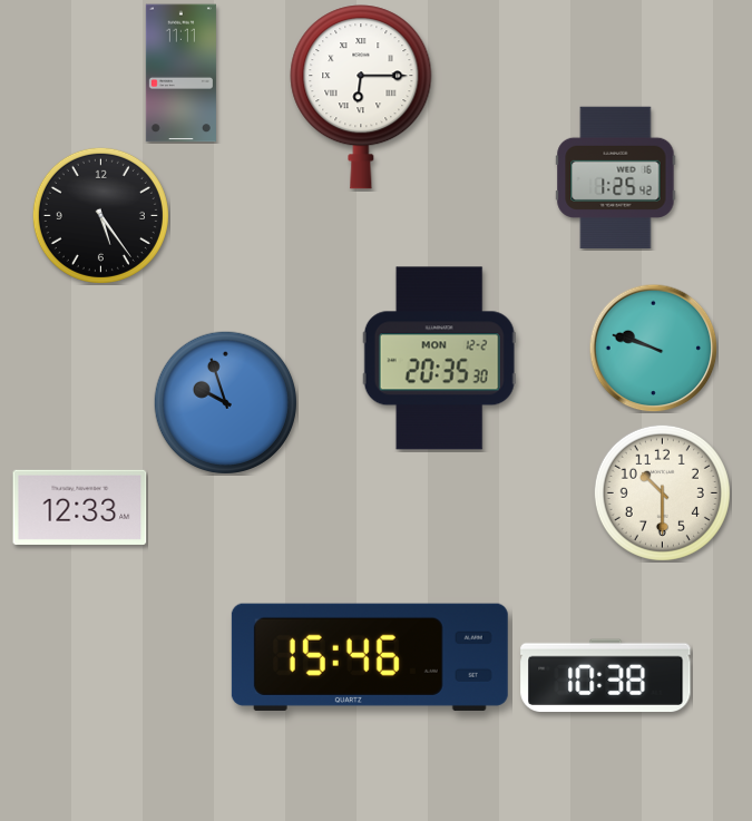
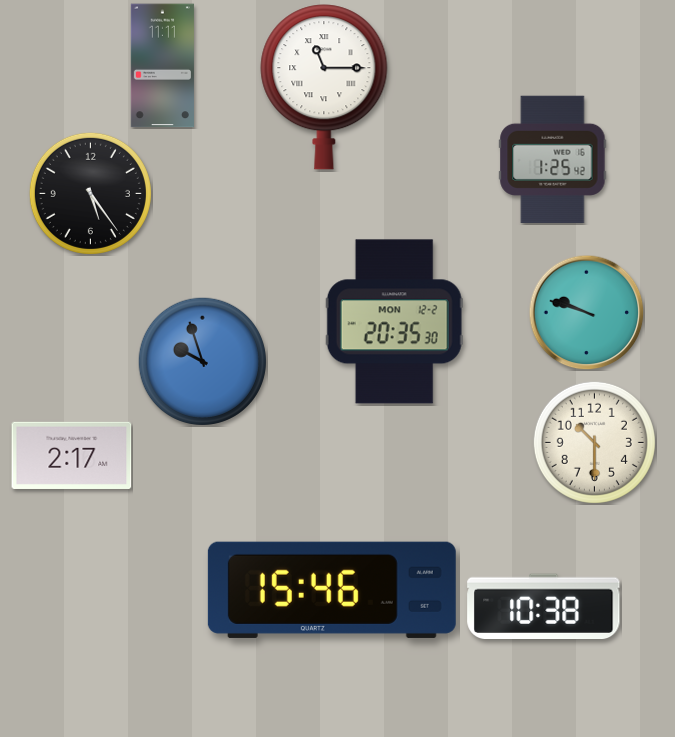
clock at (361, 97): 6:15 -> 11:15
clock at (80, 507): 12:33 -> 2:17
